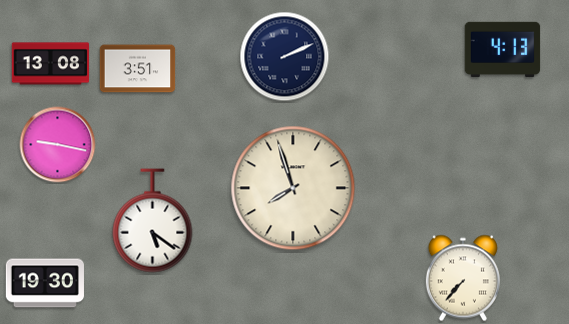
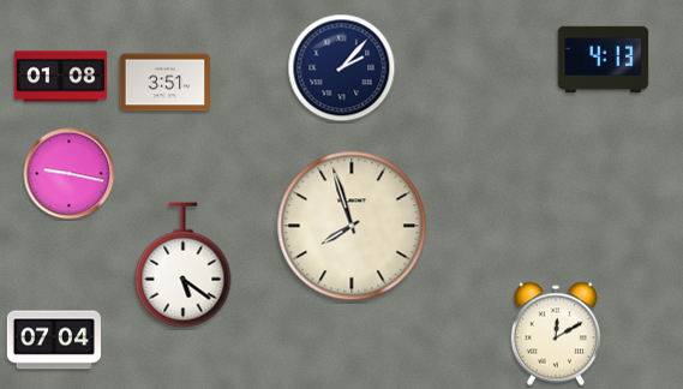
clock at (285, 57): 2:11 -> 2:07
clock at (51, 64): 13:08 -> 01:08
clock at (463, 278): 7:37 -> 12:10
clock at (45, 283): 19:30 -> 07:04
